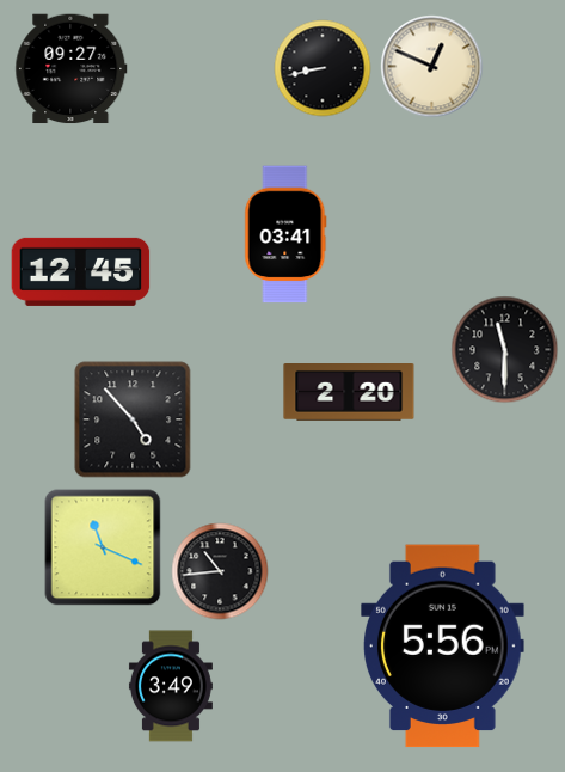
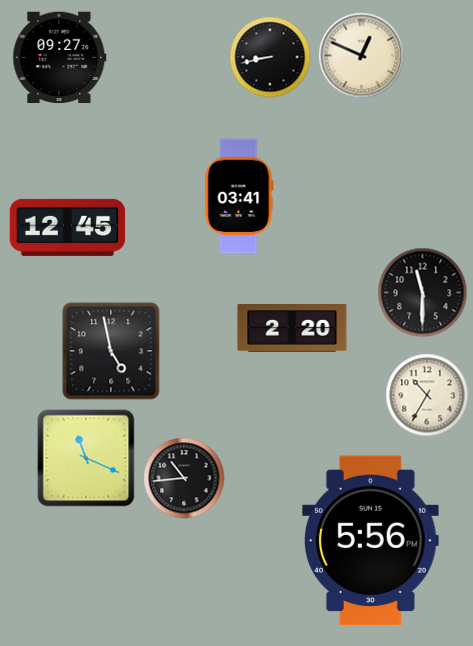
clock at (133, 419): 4:53 -> 4:58
clock at (427, 395): none -> 10:35
clock at (171, 686): 3:49 -> none
